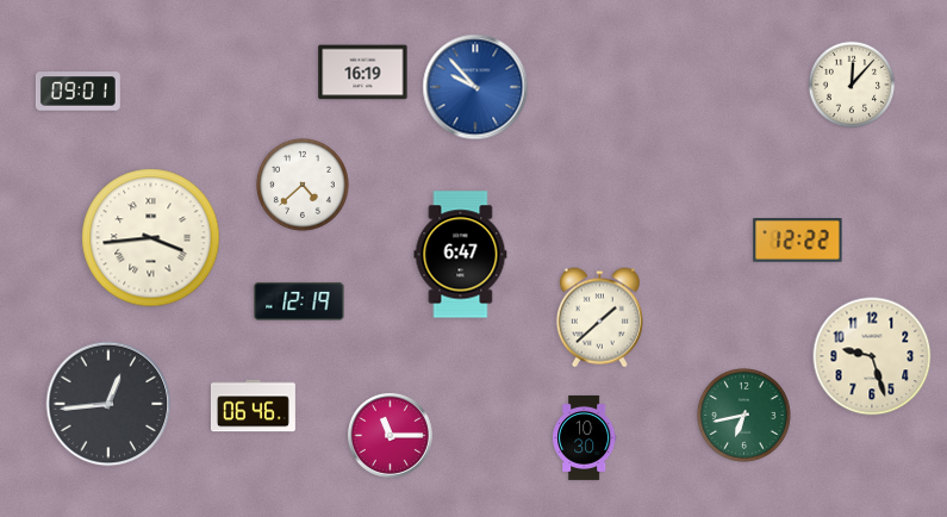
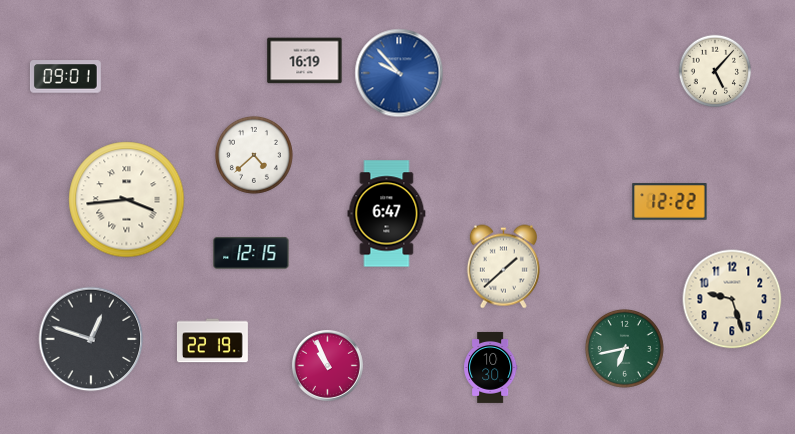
clock at (852, 85): 12:07 -> 5:07
clock at (299, 301): 12:19 -> 12:15
clock at (108, 404): 12:44 -> 12:48
clock at (253, 406): 06:46 -> 22:19
clock at (390, 435): 11:15 -> 10:56
